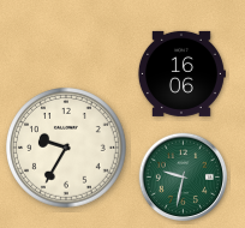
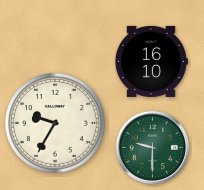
clock at (181, 73): 16:06 -> 16:10
clock at (184, 178): 9:32 -> 9:30
